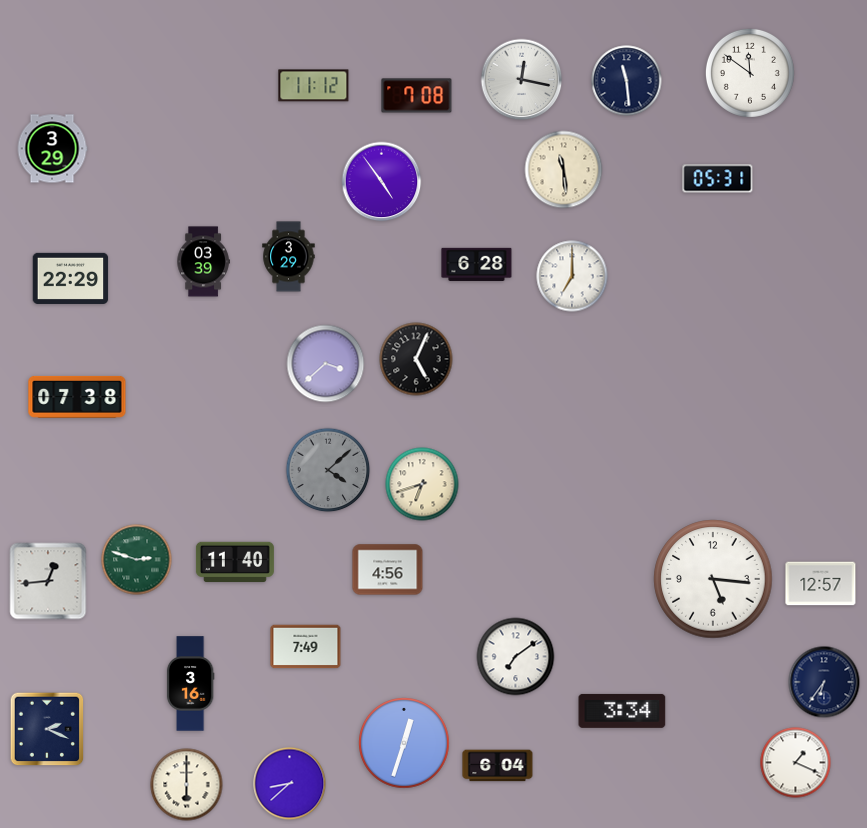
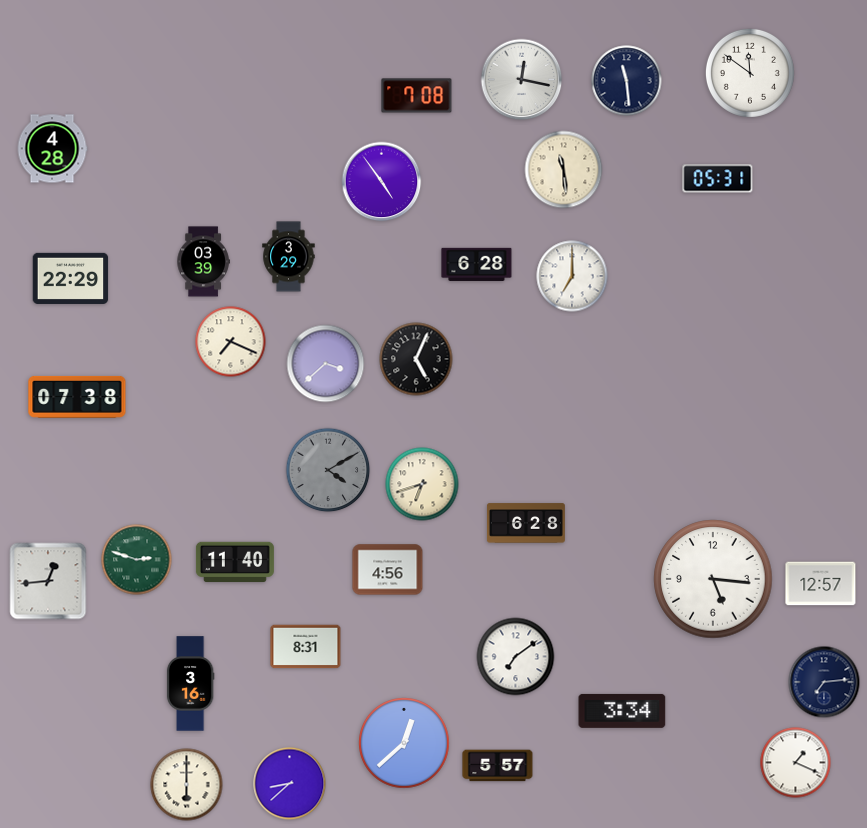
clock at (314, 86): 11:12 -> none
clock at (52, 149): 3:29 -> 4:28
clock at (231, 342): none -> 7:19
clock at (328, 470): 4:08 -> 4:10
clock at (526, 523): none -> 6:28
clock at (306, 647): 7:49 -> 8:31
clock at (824, 682): 6:36 -> 7:14
clock at (47, 729): 2:19 -> none
clock at (405, 744): 12:33 -> 12:38
clock at (498, 766): 6:04 -> 5:57
